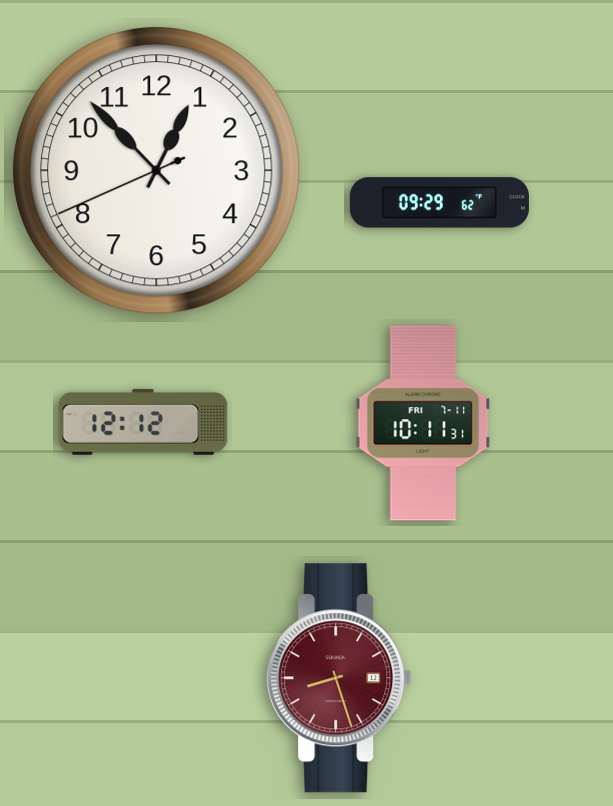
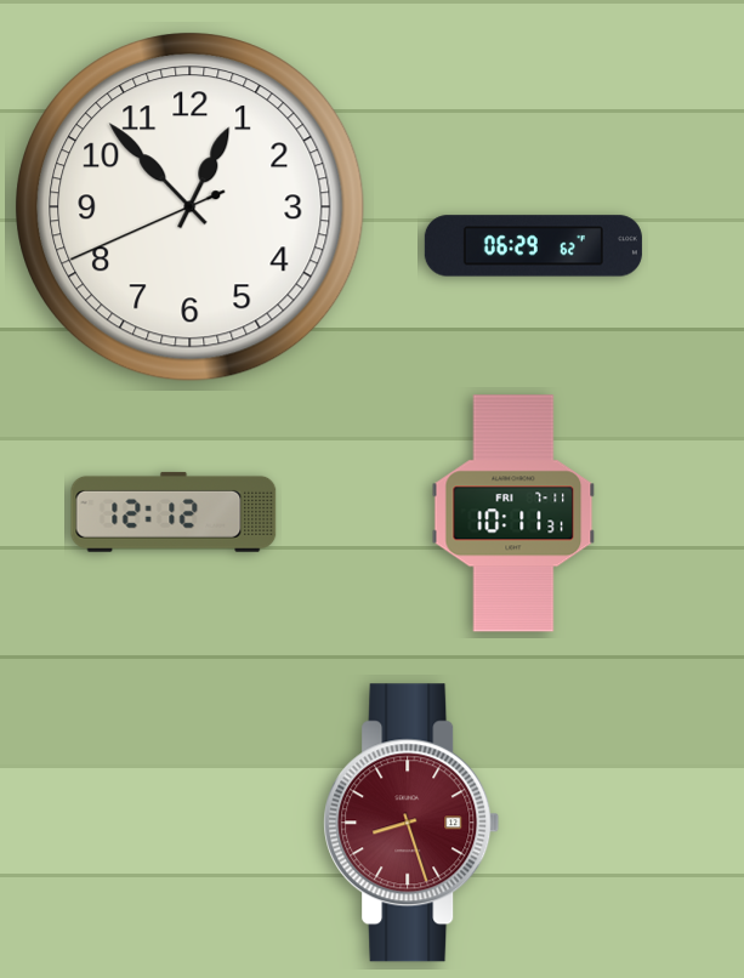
clock at (439, 203): 09:29 -> 06:29
